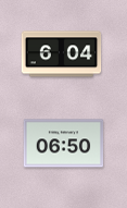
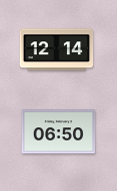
clock at (62, 54): 6:04 -> 12:14
